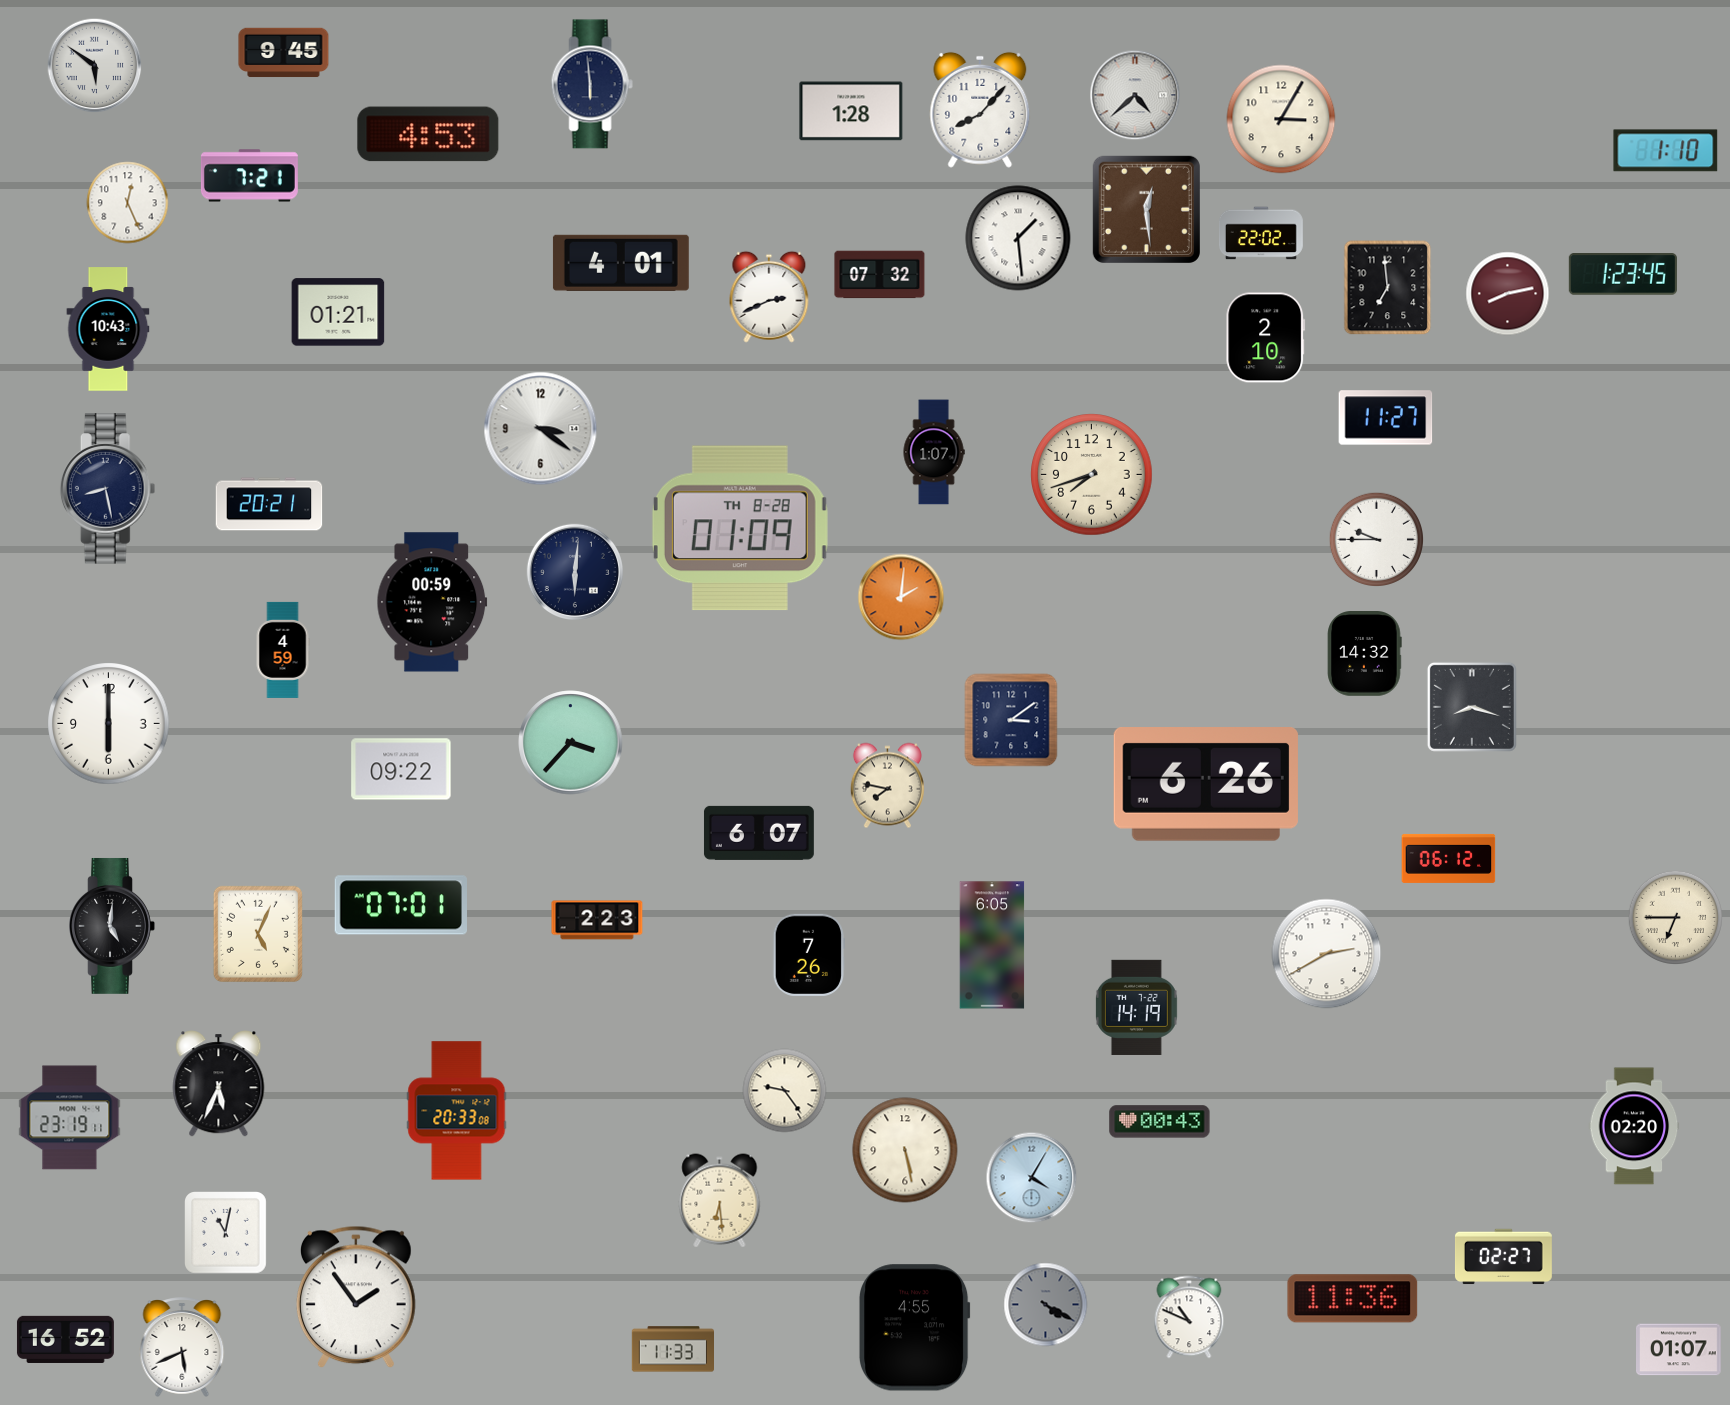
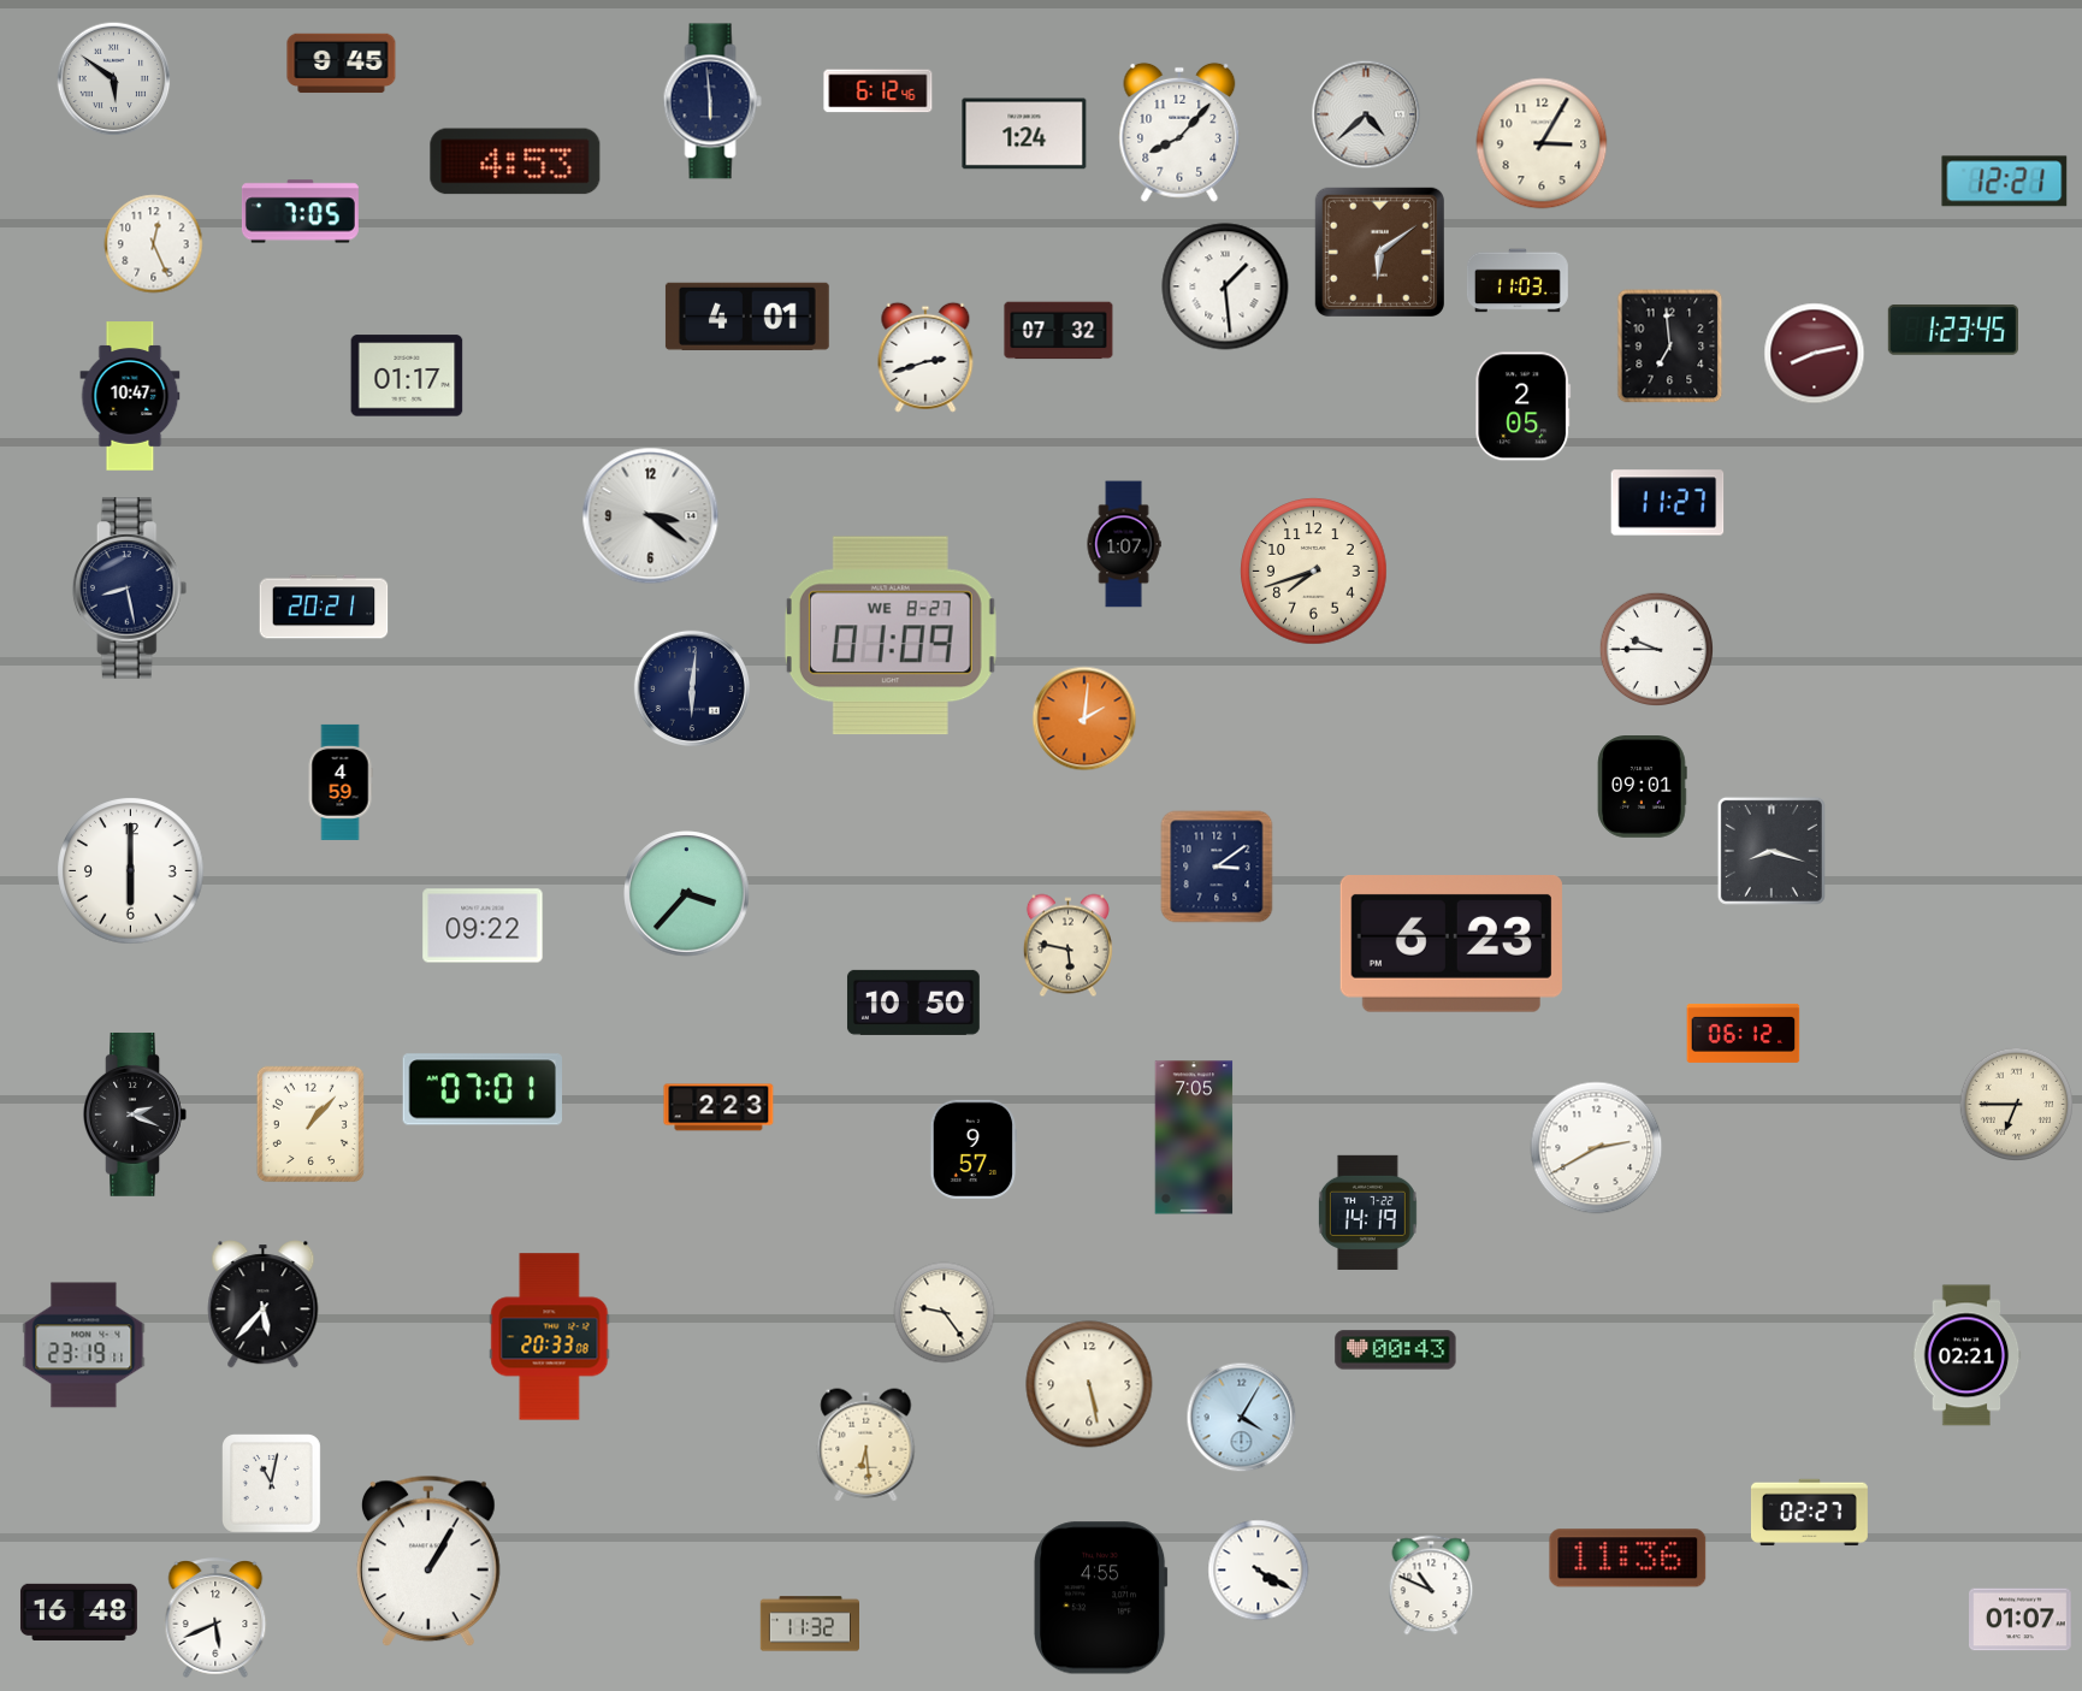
clock at (879, 91): none -> 6:12
clock at (851, 111): 1:28 -> 1:24
clock at (1666, 151): 1:10 -> 12:21
clock at (249, 176): 7:21 -> 7:05
clock at (1146, 209): 12:29 -> 6:09
clock at (1261, 233): 22:02 -> 11:03
clock at (769, 297): 2:41 -> 2:42
clock at (338, 312): 01:21 -> 01:17
clock at (108, 329): 10:43 -> 10:47
clock at (1266, 338): 2:10 -> 2:05
clock at (740, 528) date: TH 8-28 -> WE 8-27
clock at (432, 602): 00:59 -> none
clock at (1365, 654): 14:32 -> 09:01
clock at (1206, 785): 6:26 -> 6:23
clock at (887, 786): 7:47 -> 5:47
clock at (759, 833): 6:07 -> 10:50
clock at (112, 926): 5:01 -> 2:19
clock at (258, 934): 5:04 -> 1:07
clock at (992, 945): 6:05 -> 7:05
clock at (809, 955): 7:26 -> 9:57
clock at (219, 1084): 5:34 -> 5:37
clock at (1634, 1126): 02:20 -> 02:21
clock at (356, 1297): 1:54 -> 1:05
clock at (1353, 1299) position: (1353, 1299) -> (1628, 1559)
clock at (1046, 1305) dial: grey -> white
clock at (65, 1339): 16:52 -> 16:48
clock at (182, 1347) position: (182, 1347) -> (215, 1618)
clock at (672, 1349): 11:33 -> 11:32
clock at (1679, 1350) position: (1679, 1350) -> (2021, 1620)
